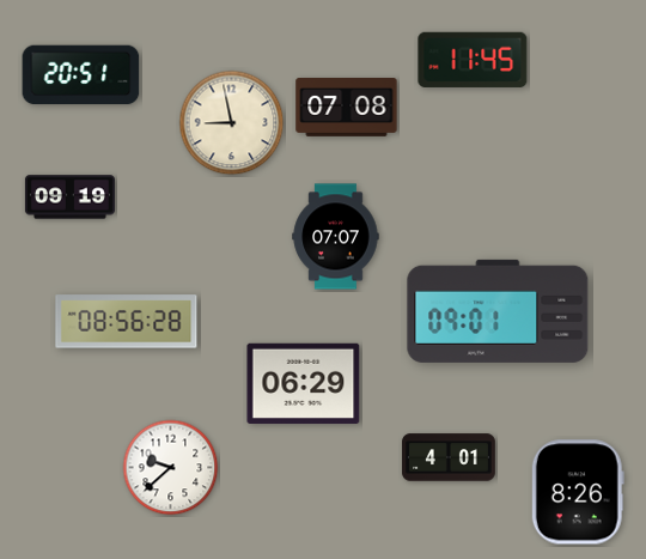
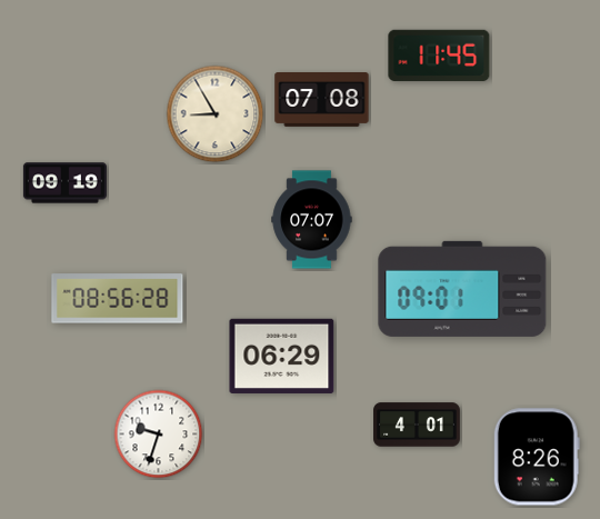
clock at (81, 75): 20:51 -> none
clock at (232, 123): 8:58 -> 8:55
clock at (171, 468): 9:38 -> 9:33
